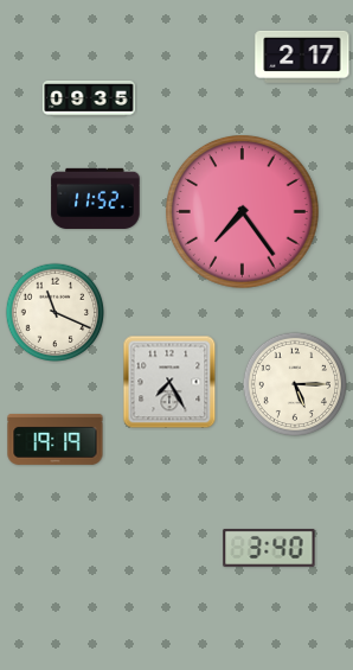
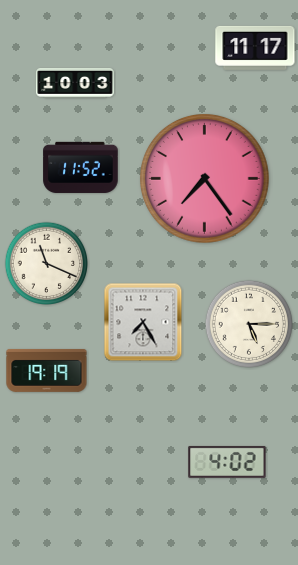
clock at (302, 57): 2:17 -> 11:17
clock at (89, 100): 09:35 -> 10:03
clock at (269, 548): 3:40 -> 4:02
